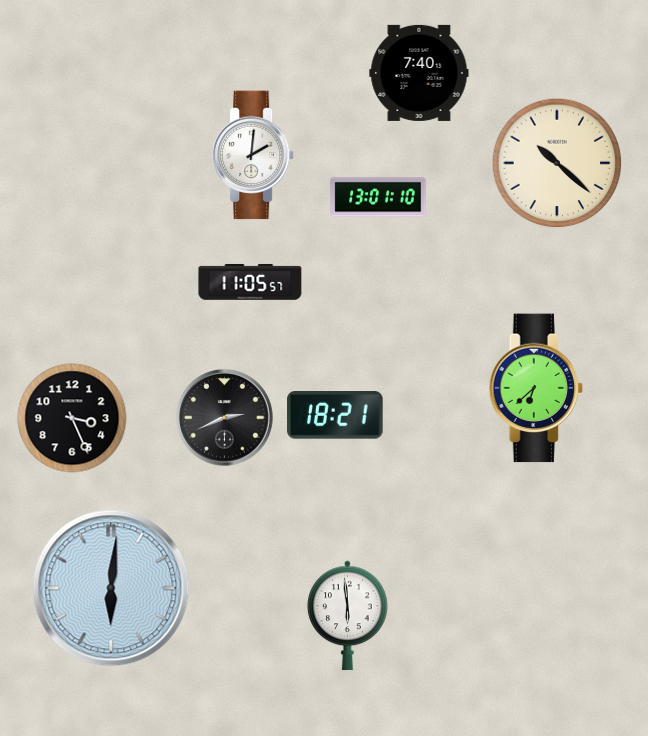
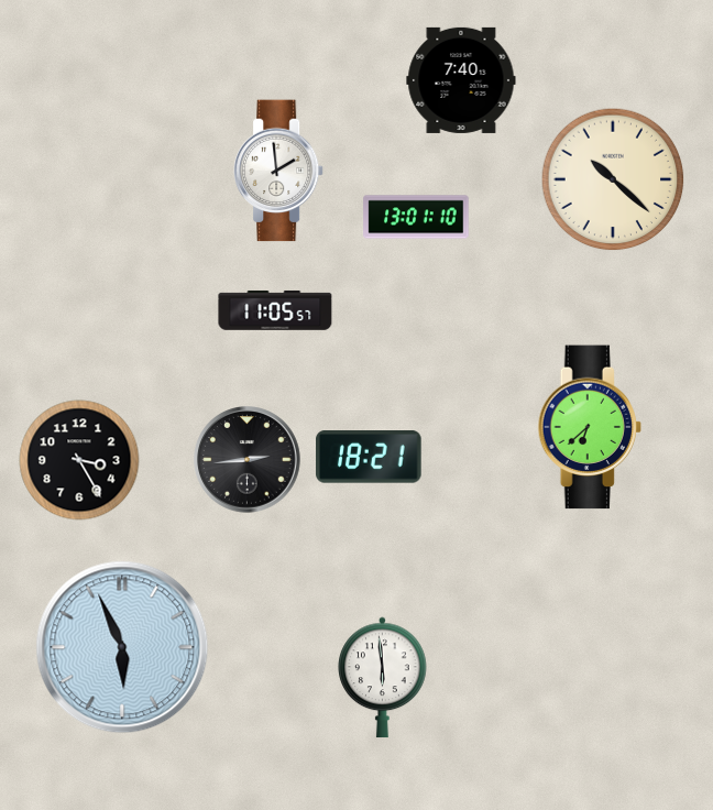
clock at (254, 155): 2:01 -> 1:59
clock at (72, 418): 3:26 -> 3:25
clock at (225, 418): 2:41 -> 2:44
clock at (111, 588): 6:01 -> 5:56
